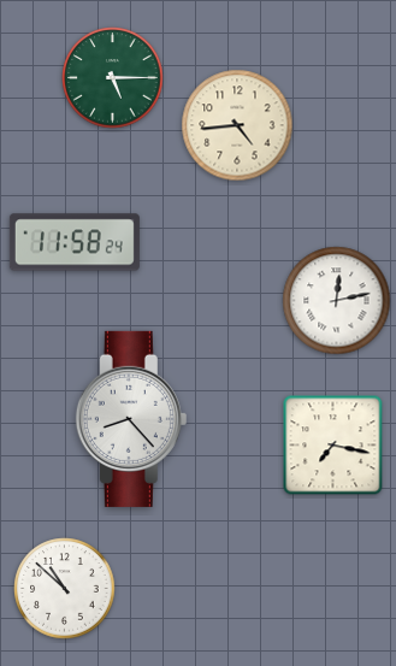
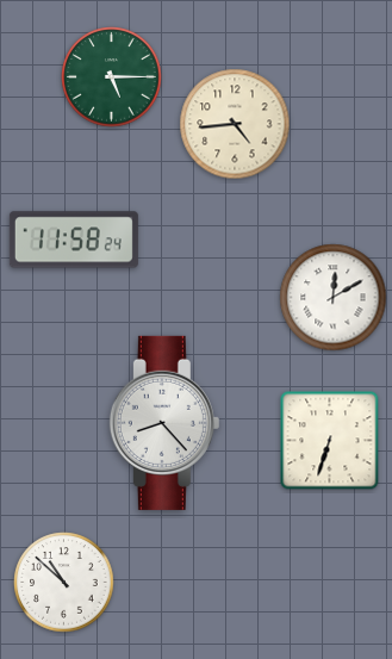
clock at (337, 301): 12:13 -> 12:10
clock at (131, 419) position: (131, 419) -> (164, 423)
clock at (333, 446): 7:17 -> 6:33
